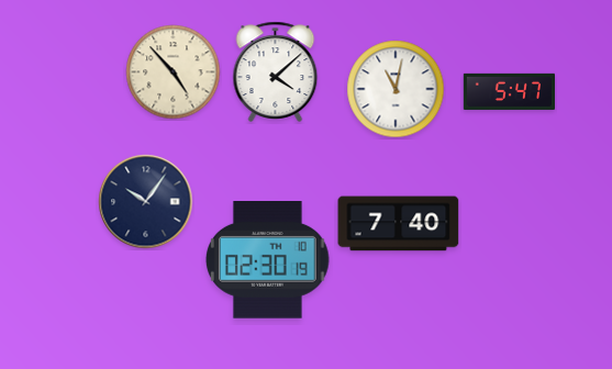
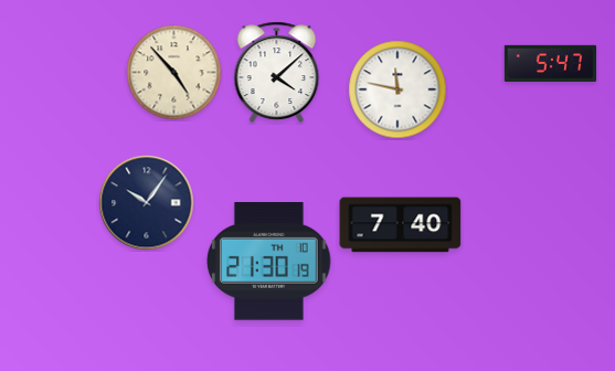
clock at (396, 89): 11:02 -> 11:47
clock at (509, 91) position: (509, 91) -> (550, 63)
clock at (268, 260): 02:30 -> 21:30
